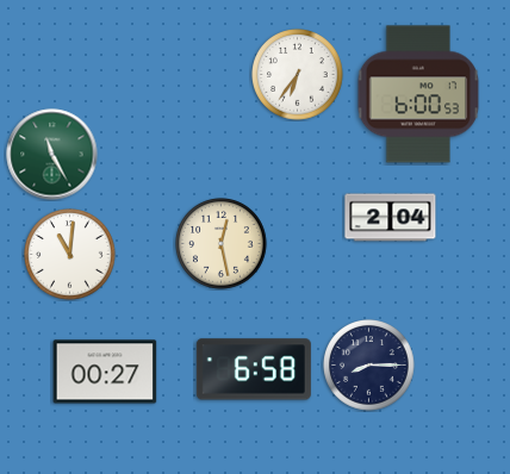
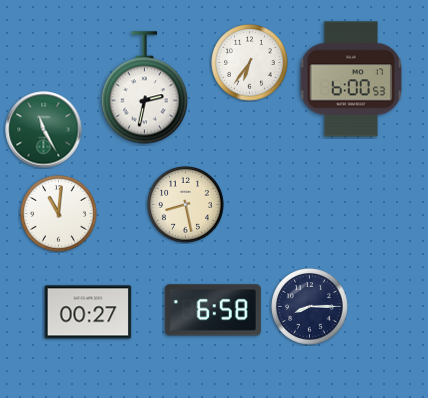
clock at (144, 88): none -> 2:32
clock at (391, 218): 2:04 -> none
clock at (222, 244): 12:28 -> 8:28
